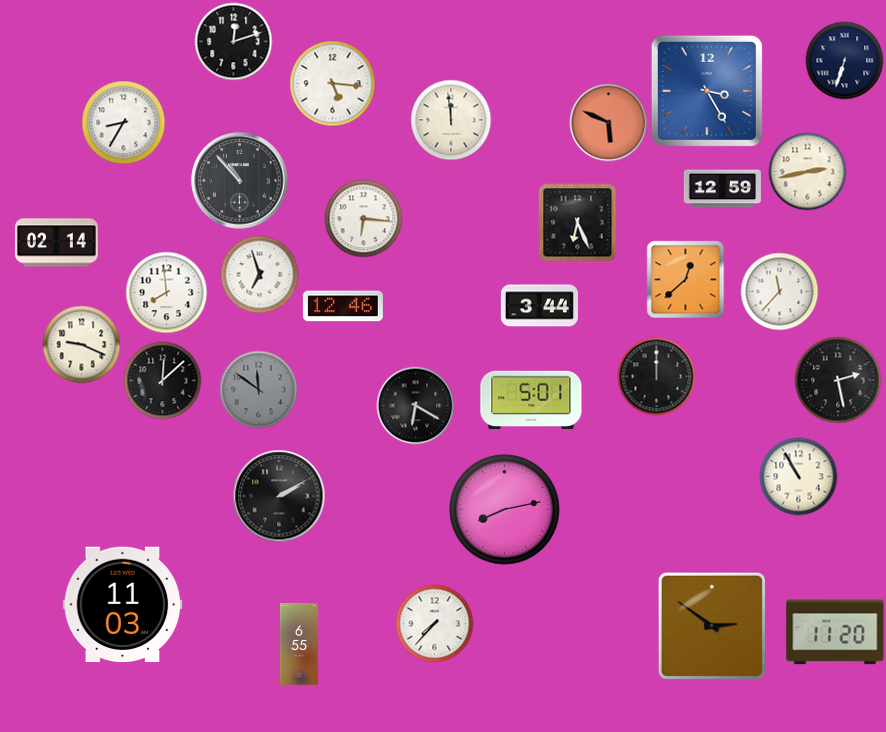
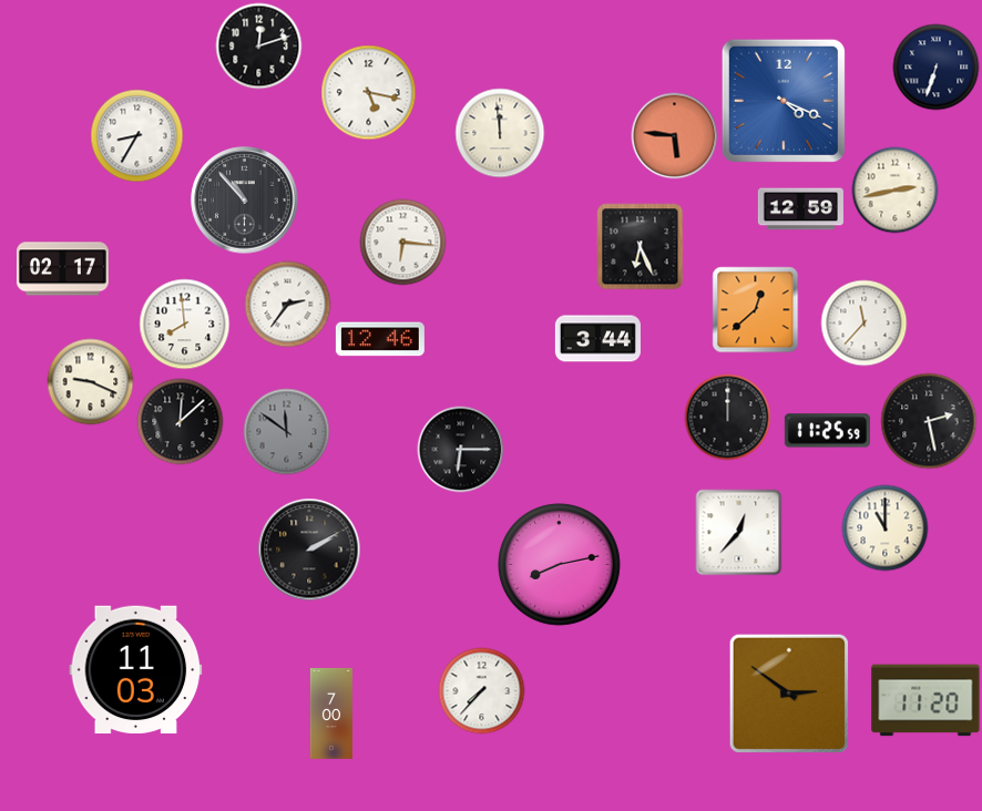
clock at (332, 83): 5:16 -> 5:17
clock at (707, 91): 3:25 -> 4:19
clock at (608, 122): 5:49 -> 5:46
clock at (240, 181) position: (240, 181) -> (245, 201)
clock at (56, 243): 02:14 -> 02:17
clock at (259, 274): 6:57 -> 2:36
clock at (685, 279) position: (685, 279) -> (755, 309)
clock at (827, 431): none -> 11:25
clock at (531, 400): 5:01 -> none
clock at (415, 405): 6:20 -> 6:15
clock at (798, 476): 10:55 -> 11:00
clock at (738, 532): none -> 12:37
clock at (298, 644): 6:55 -> 7:00
